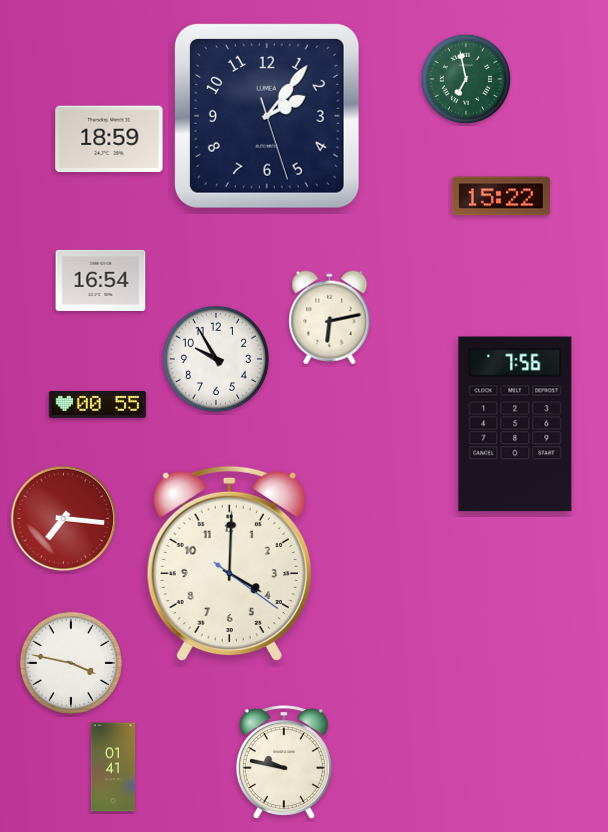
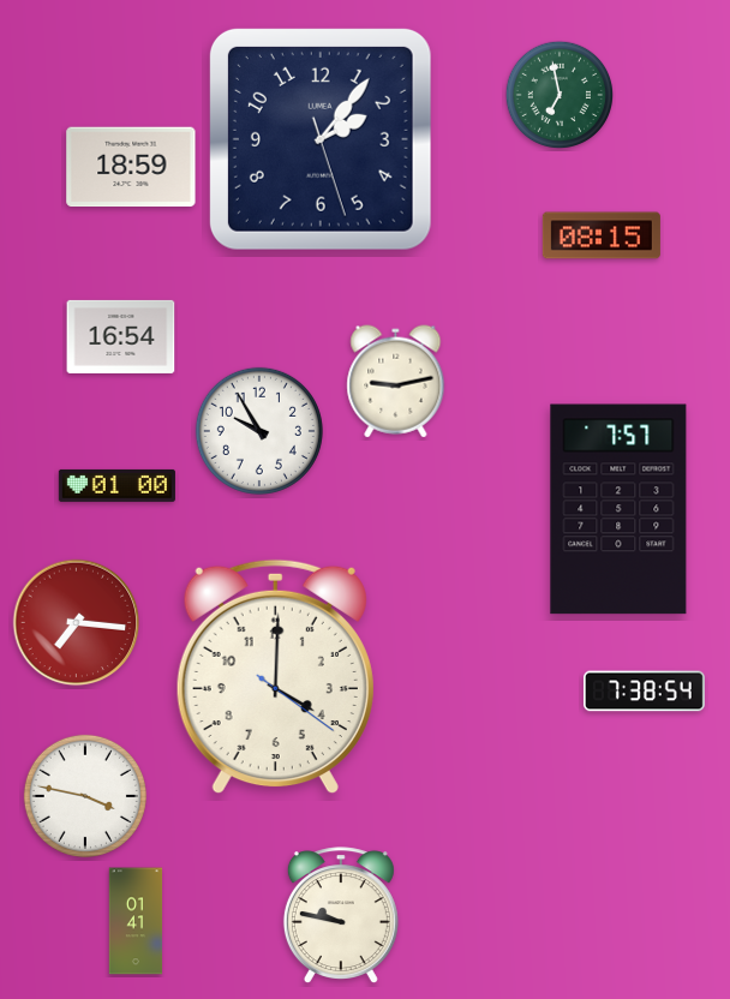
clock at (501, 196): 15:22 -> 08:15
clock at (330, 318): 6:13 -> 9:13
clock at (97, 404): 00:55 -> 01:00
clock at (515, 424): 7:56 -> 7:57
clock at (645, 692): none -> 7:38
